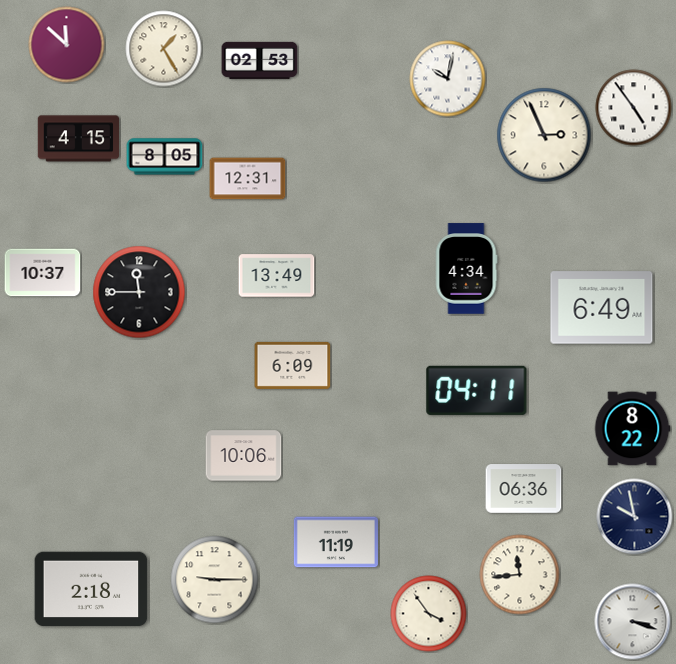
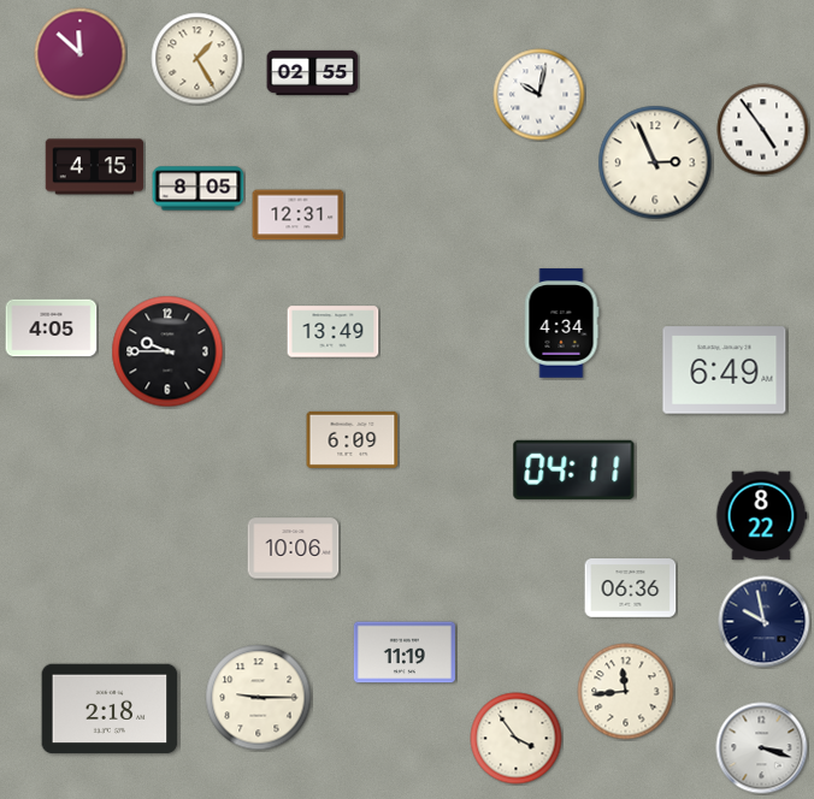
clock at (260, 60): 02:53 -> 02:55
clock at (43, 273): 10:37 -> 4:05
clock at (139, 292): 11:45 -> 9:45
